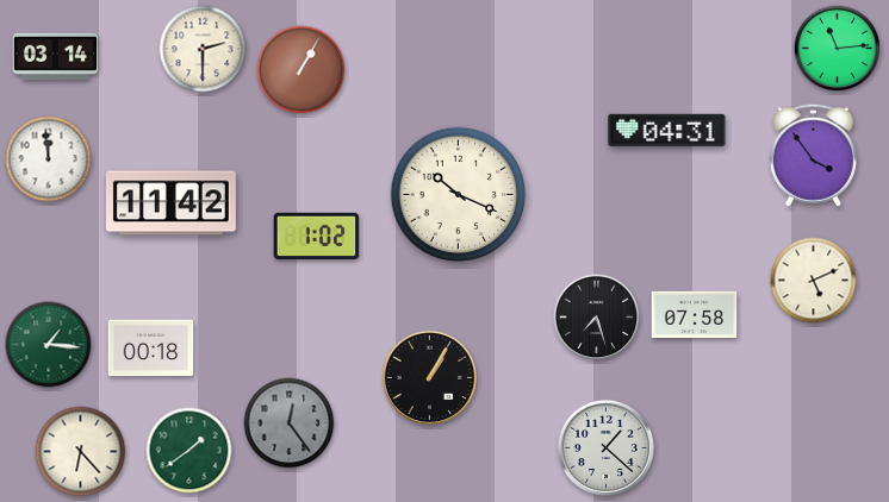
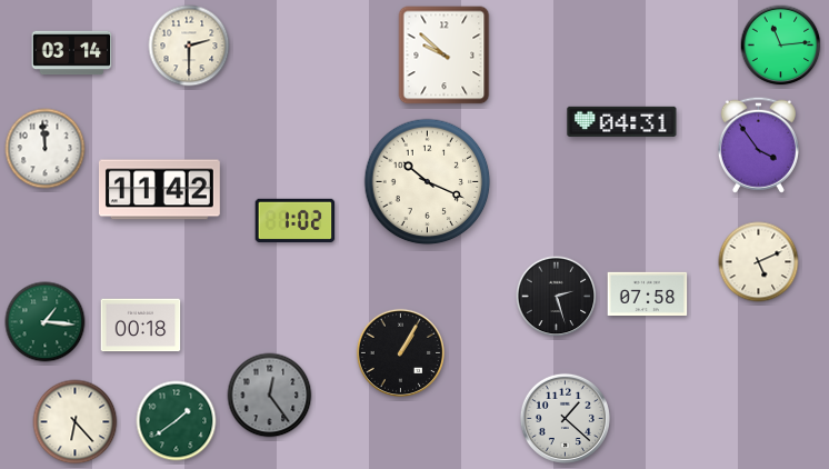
clock at (56, 57) position: (56, 57) -> (72, 53)
clock at (445, 56): none -> 9:52
clock at (301, 70): 1:05 -> none
clock at (597, 318): 7:27 -> 2:27
